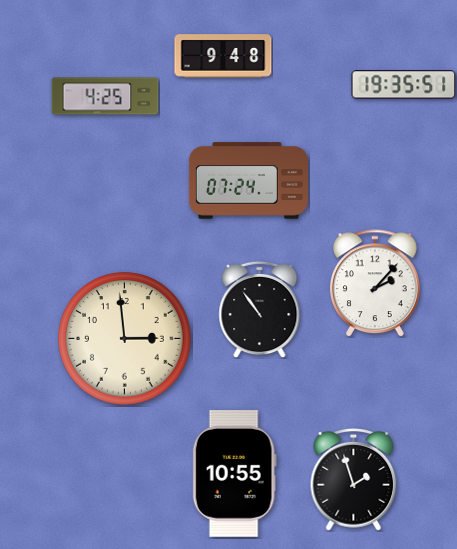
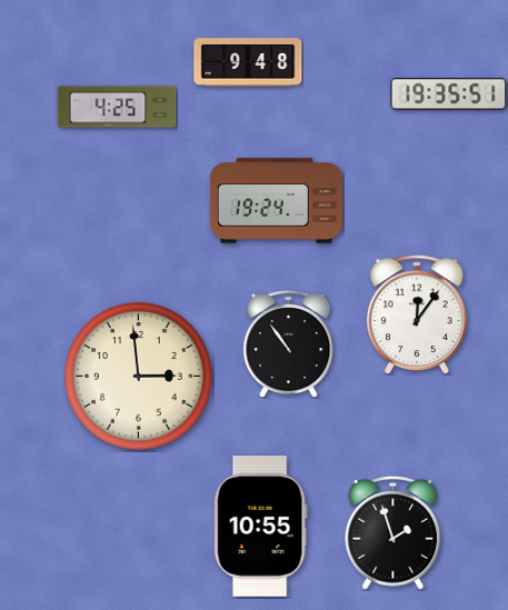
clock at (248, 181): 07:24 -> 19:24
clock at (375, 283): 2:07 -> 12:06
